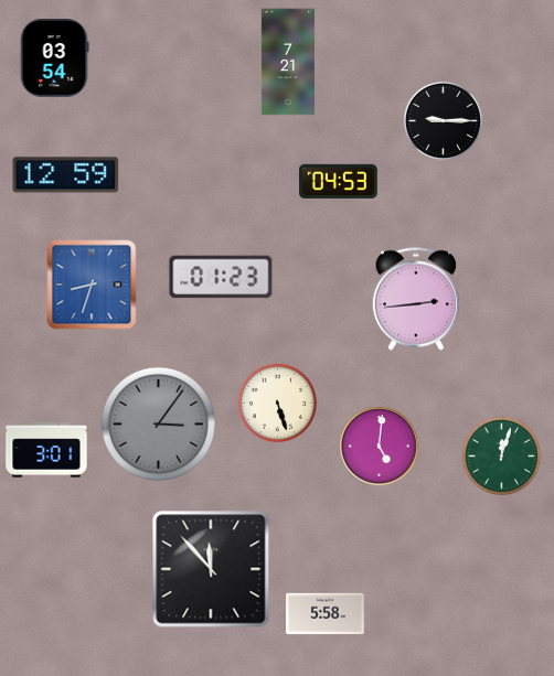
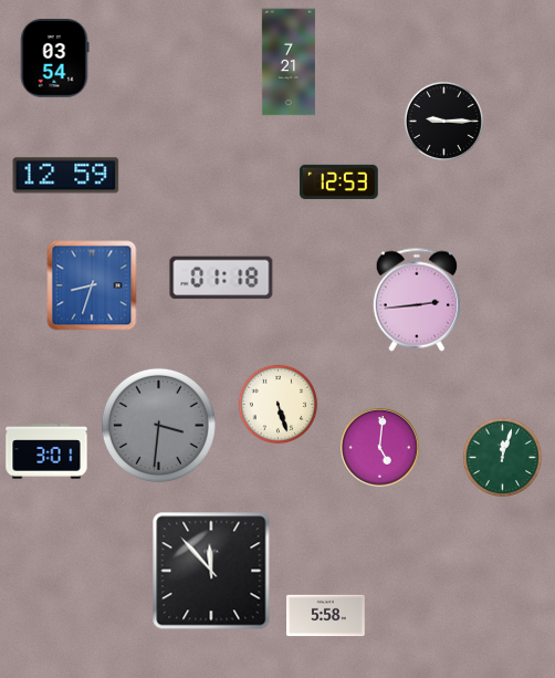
clock at (339, 181): 04:53 -> 12:53
clock at (221, 277): 01:23 -> 01:18
clock at (158, 423): 3:06 -> 3:31
